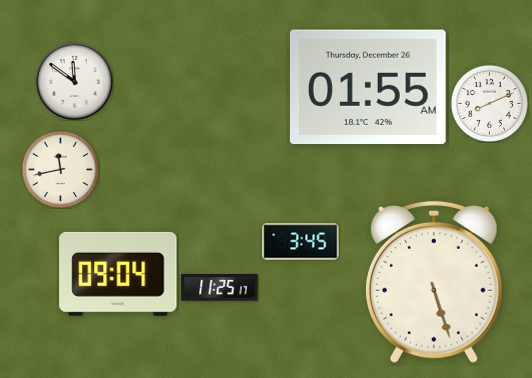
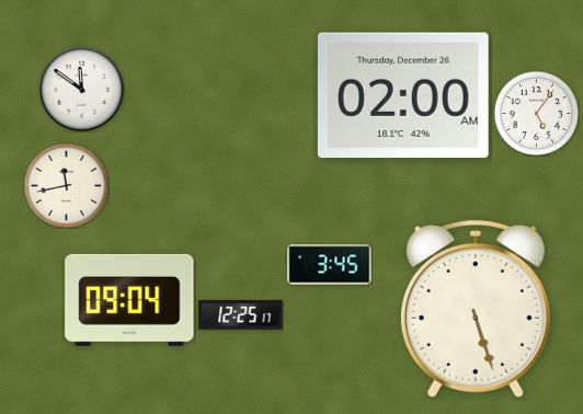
clock at (368, 87): 01:55 -> 02:00
clock at (489, 103): 8:11 -> 5:06
clock at (220, 288): 11:25 -> 12:25
